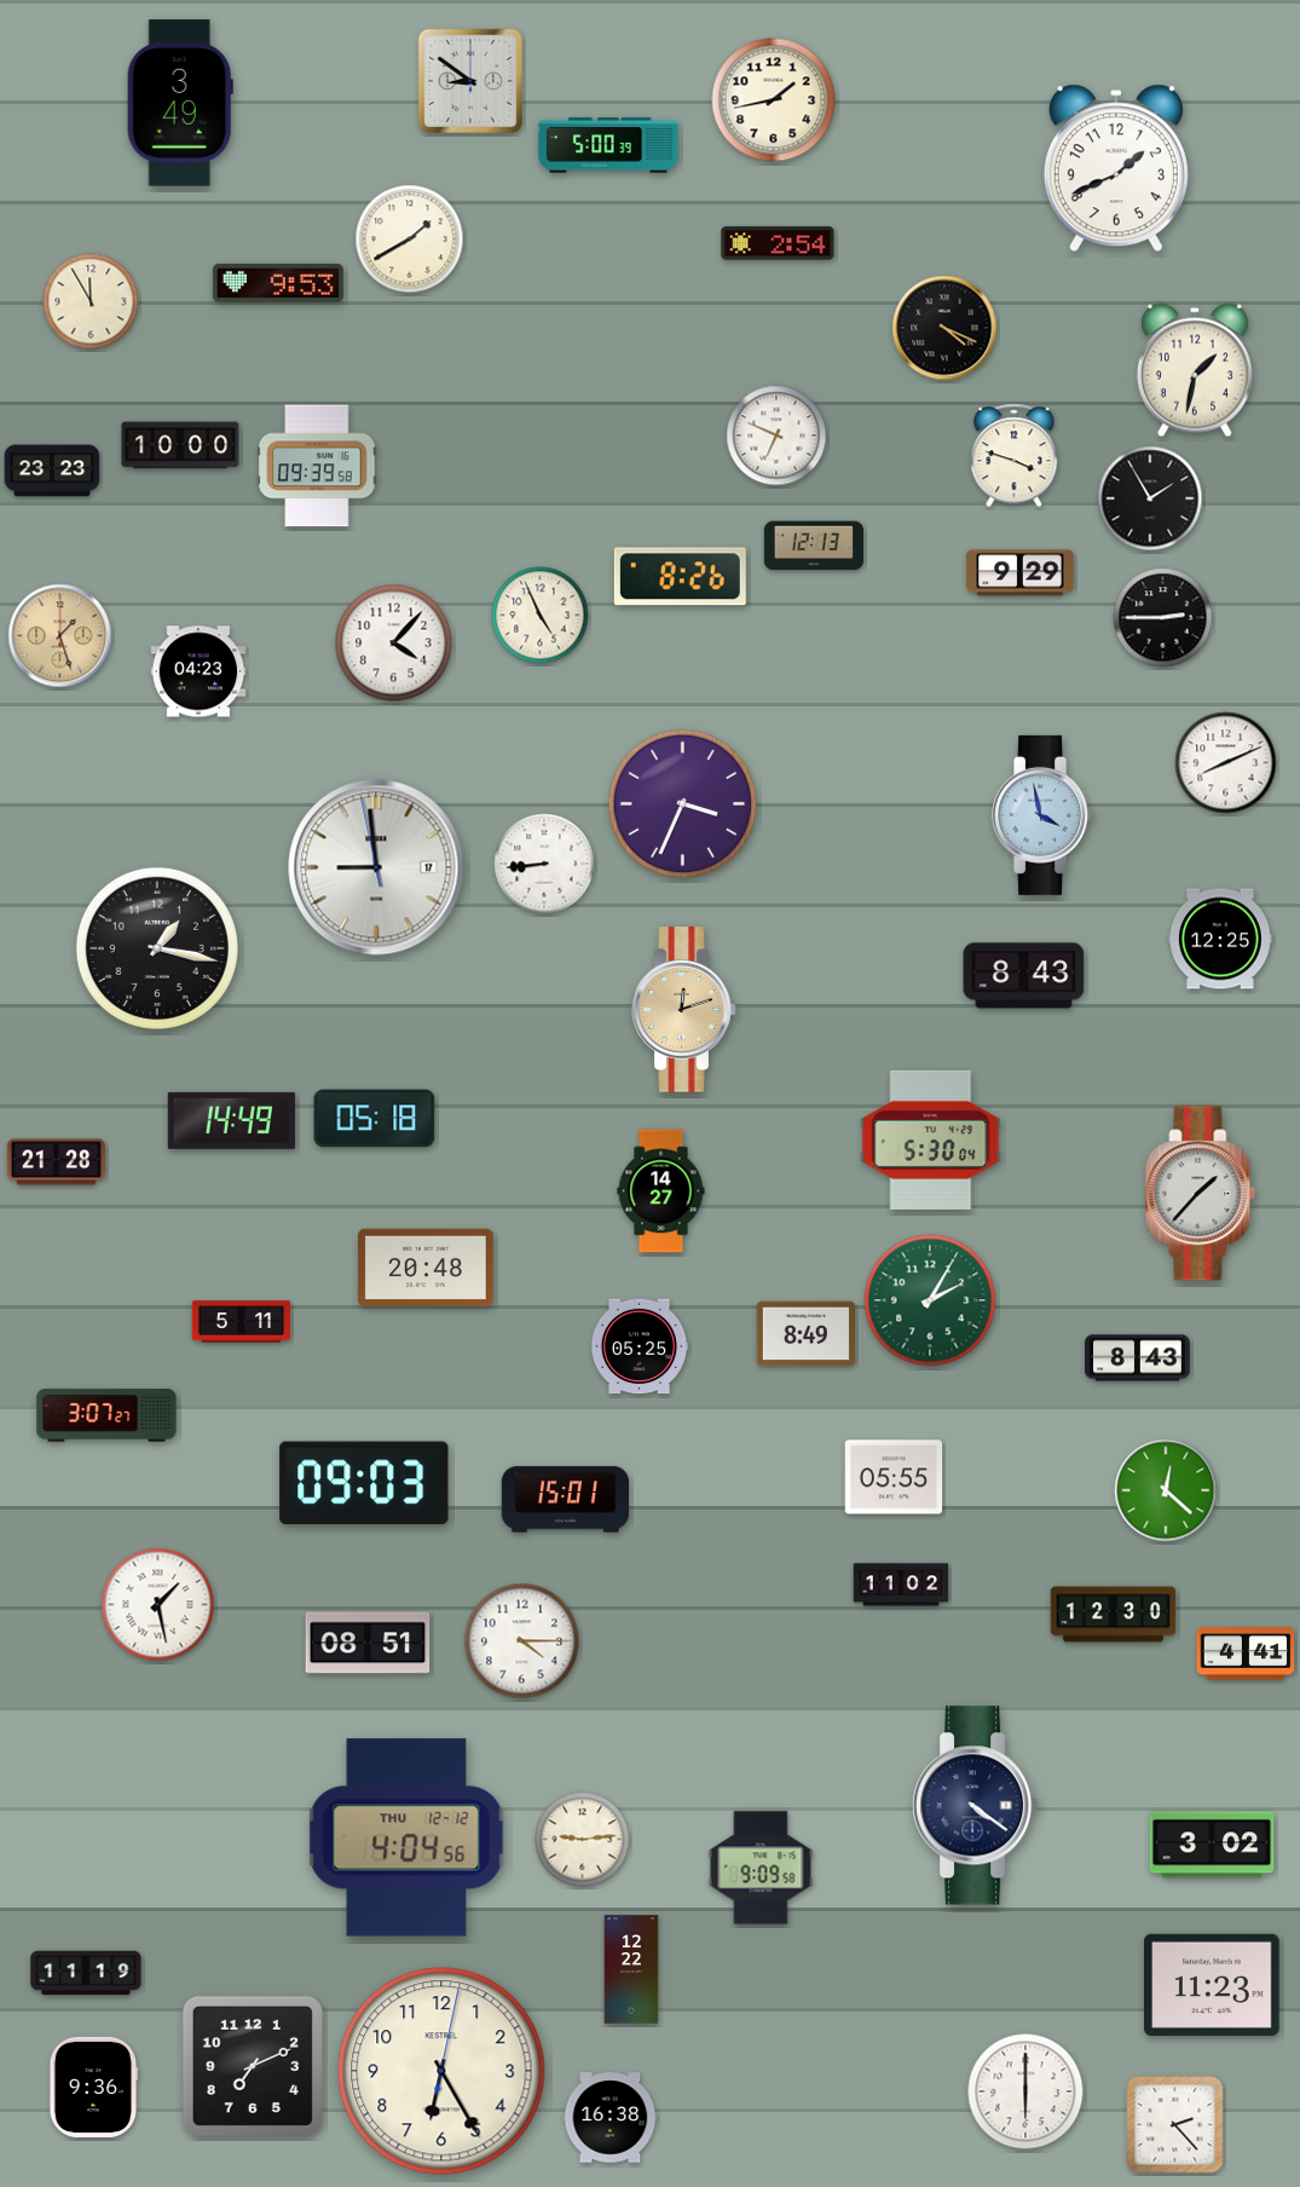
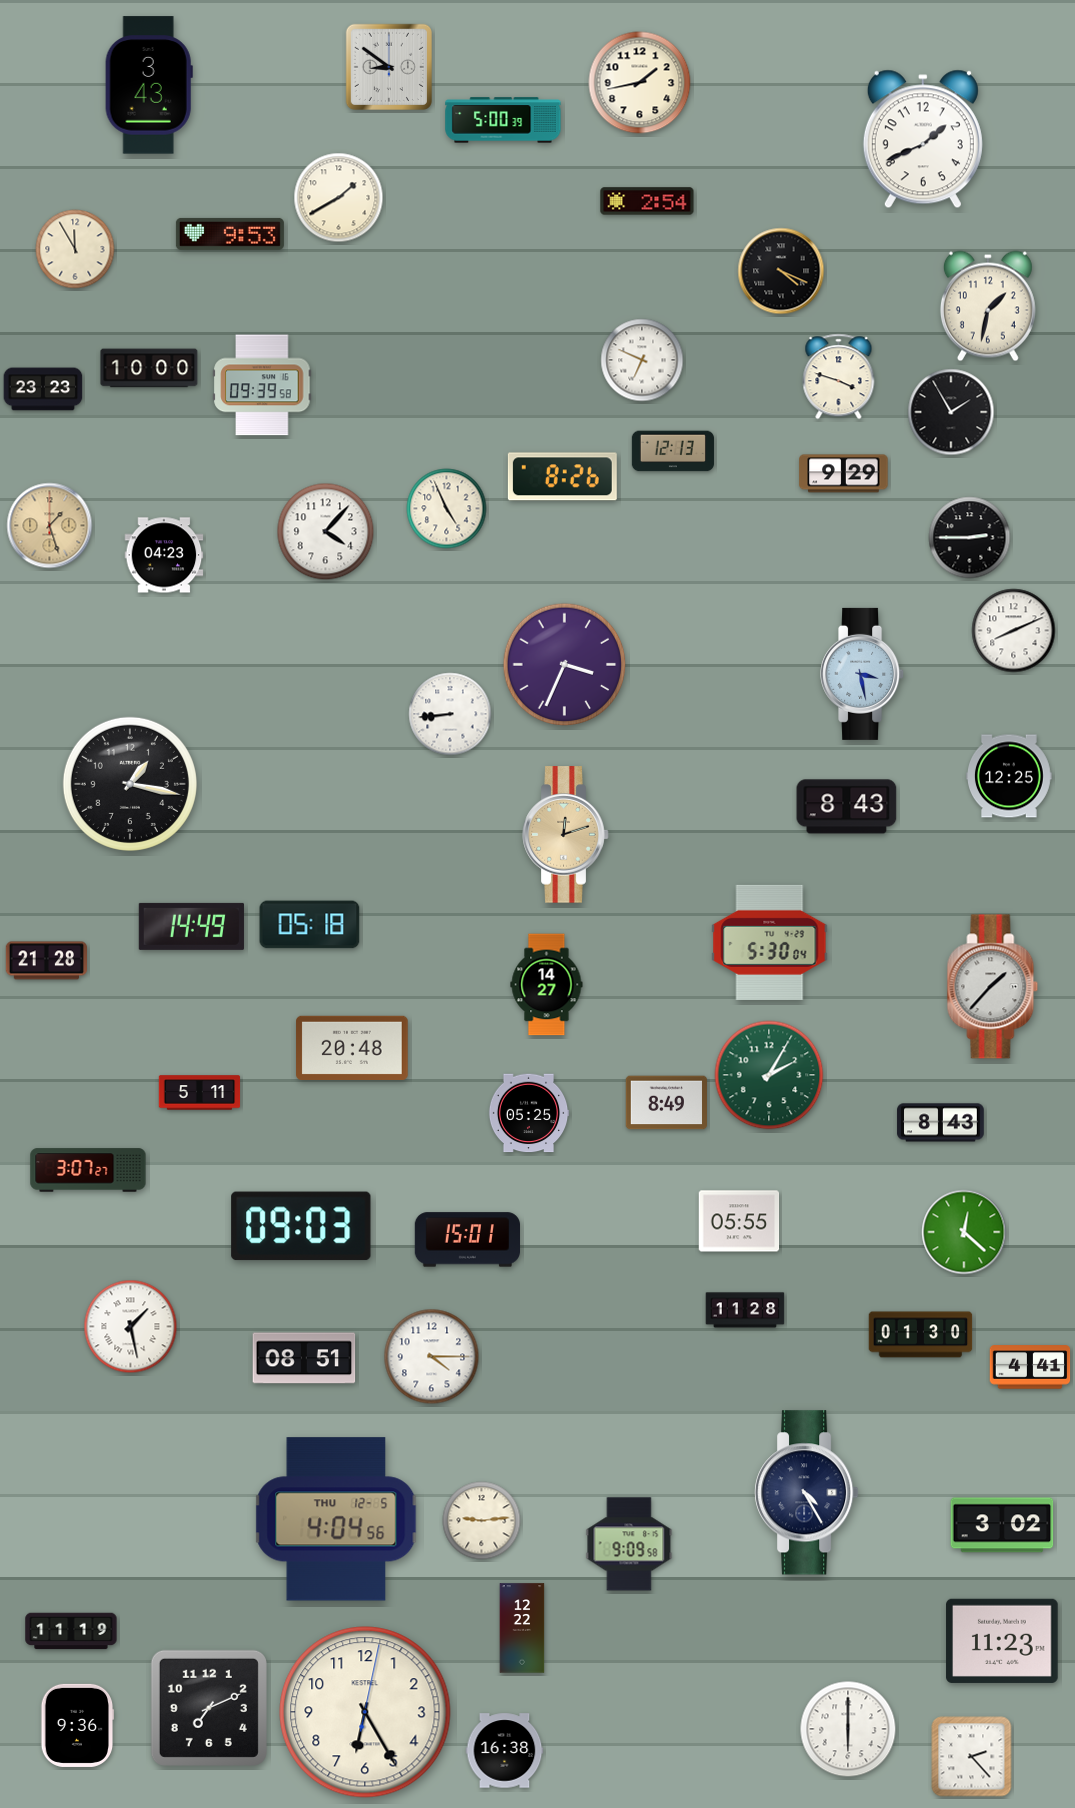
clock at (180, 103): 3:49 -> 3:43
clock at (778, 243) position: (778, 243) -> (647, 201)
clock at (1163, 618) position: (1163, 618) -> (970, 538)
clock at (1044, 815): 3:58 -> 3:28
clock at (376, 867): 8:58 -> none
clock at (901, 1585): 11:02 -> 11:28
clock at (1114, 1615): 12:30 -> 01:30
clock at (976, 1806): 4:21 -> 4:25
clock at (406, 1837) date: THU 12-12 -> THU 12-5
